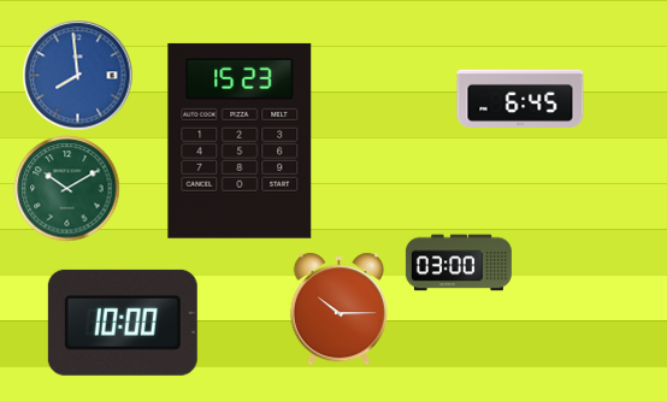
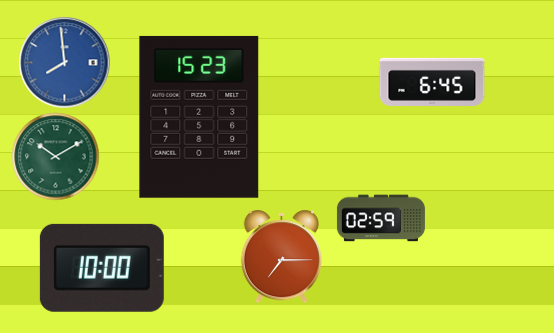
clock at (459, 263): 03:00 -> 02:59
clock at (338, 309): 10:15 -> 7:15
